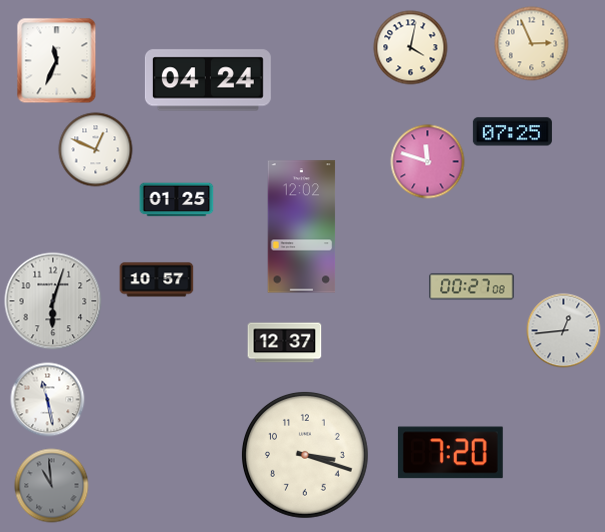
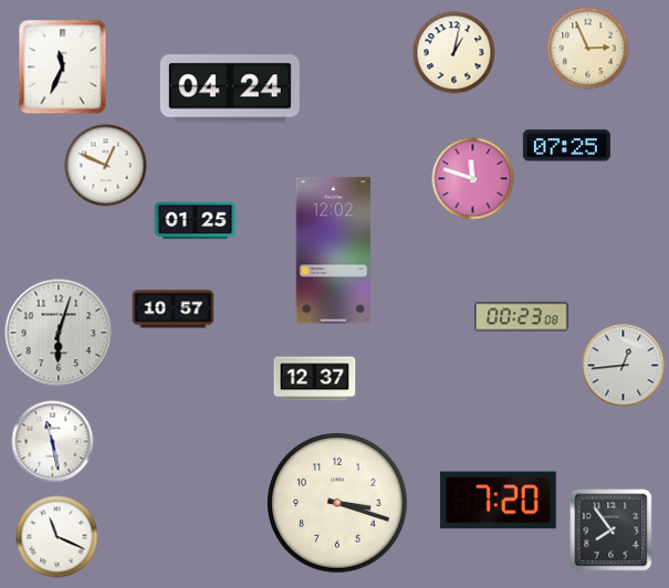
clock at (411, 48): 4:02 -> 1:02
clock at (472, 287): 00:27 -> 00:23
clock at (611, 531): none -> 7:54
clock at (52, 486): 10:59 -> 11:19
clock at (52, 486) dial: grey -> white
